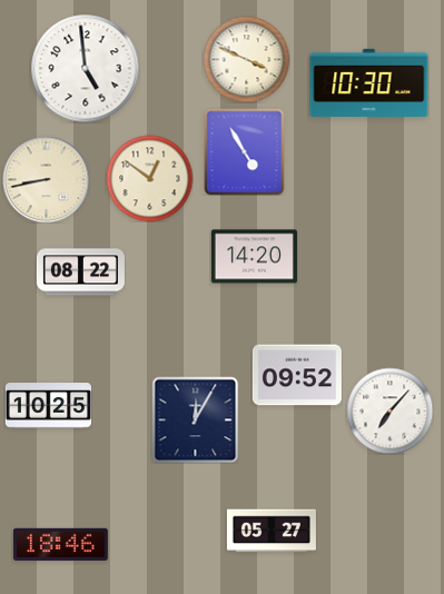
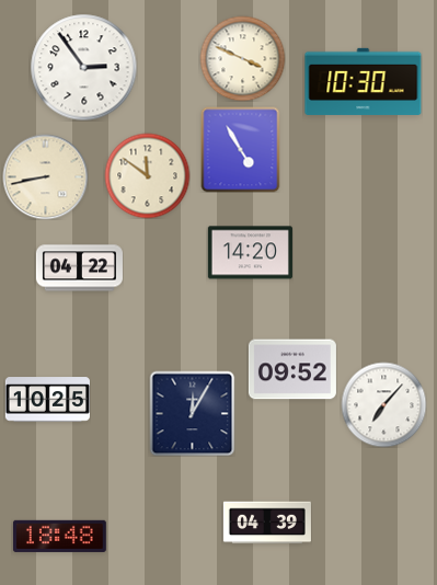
clock at (85, 68): 4:59 -> 2:54
clock at (149, 178): 12:51 -> 11:51
clock at (80, 273): 08:22 -> 04:22
clock at (272, 531): 05:27 -> 04:39
clock at (60, 544): 18:46 -> 18:48
